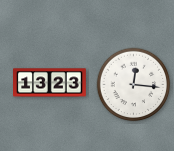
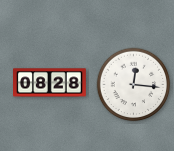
clock at (50, 83): 13:23 -> 08:28
